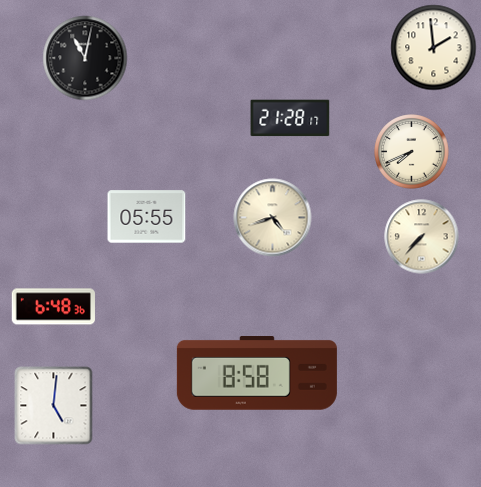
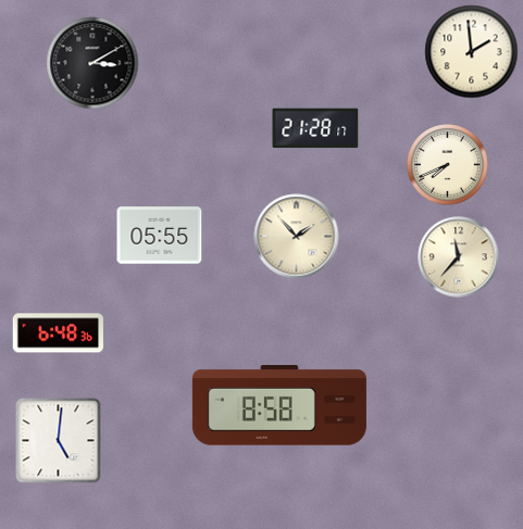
clock at (85, 58): 11:02 -> 3:10
clock at (273, 218): 4:42 -> 1:53
clock at (422, 237): 7:37 -> 11:37
